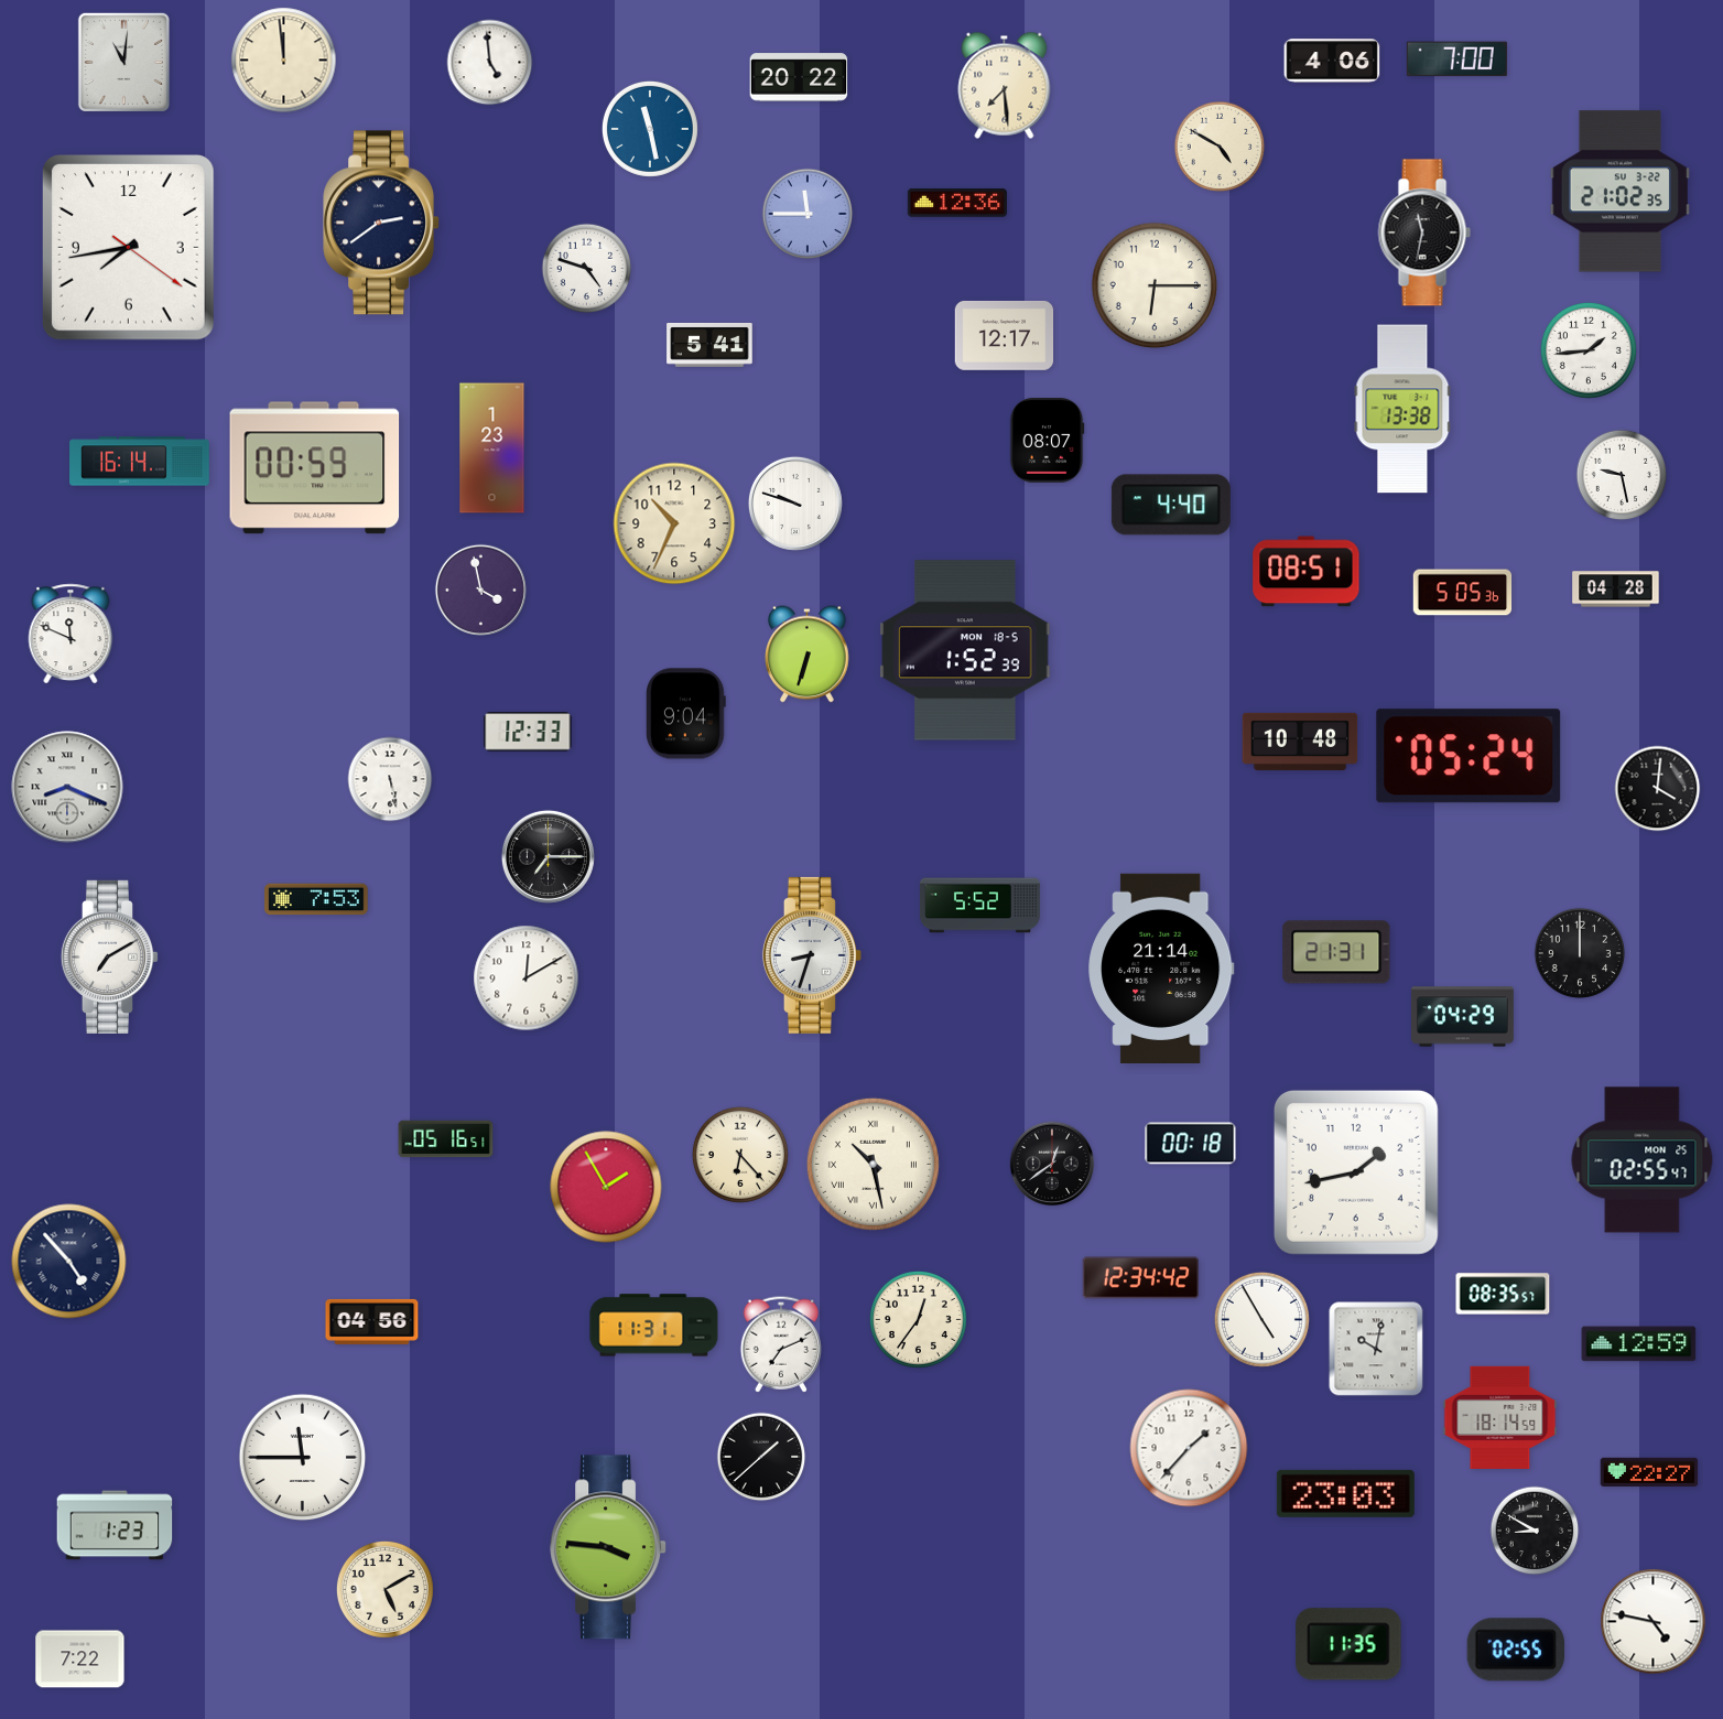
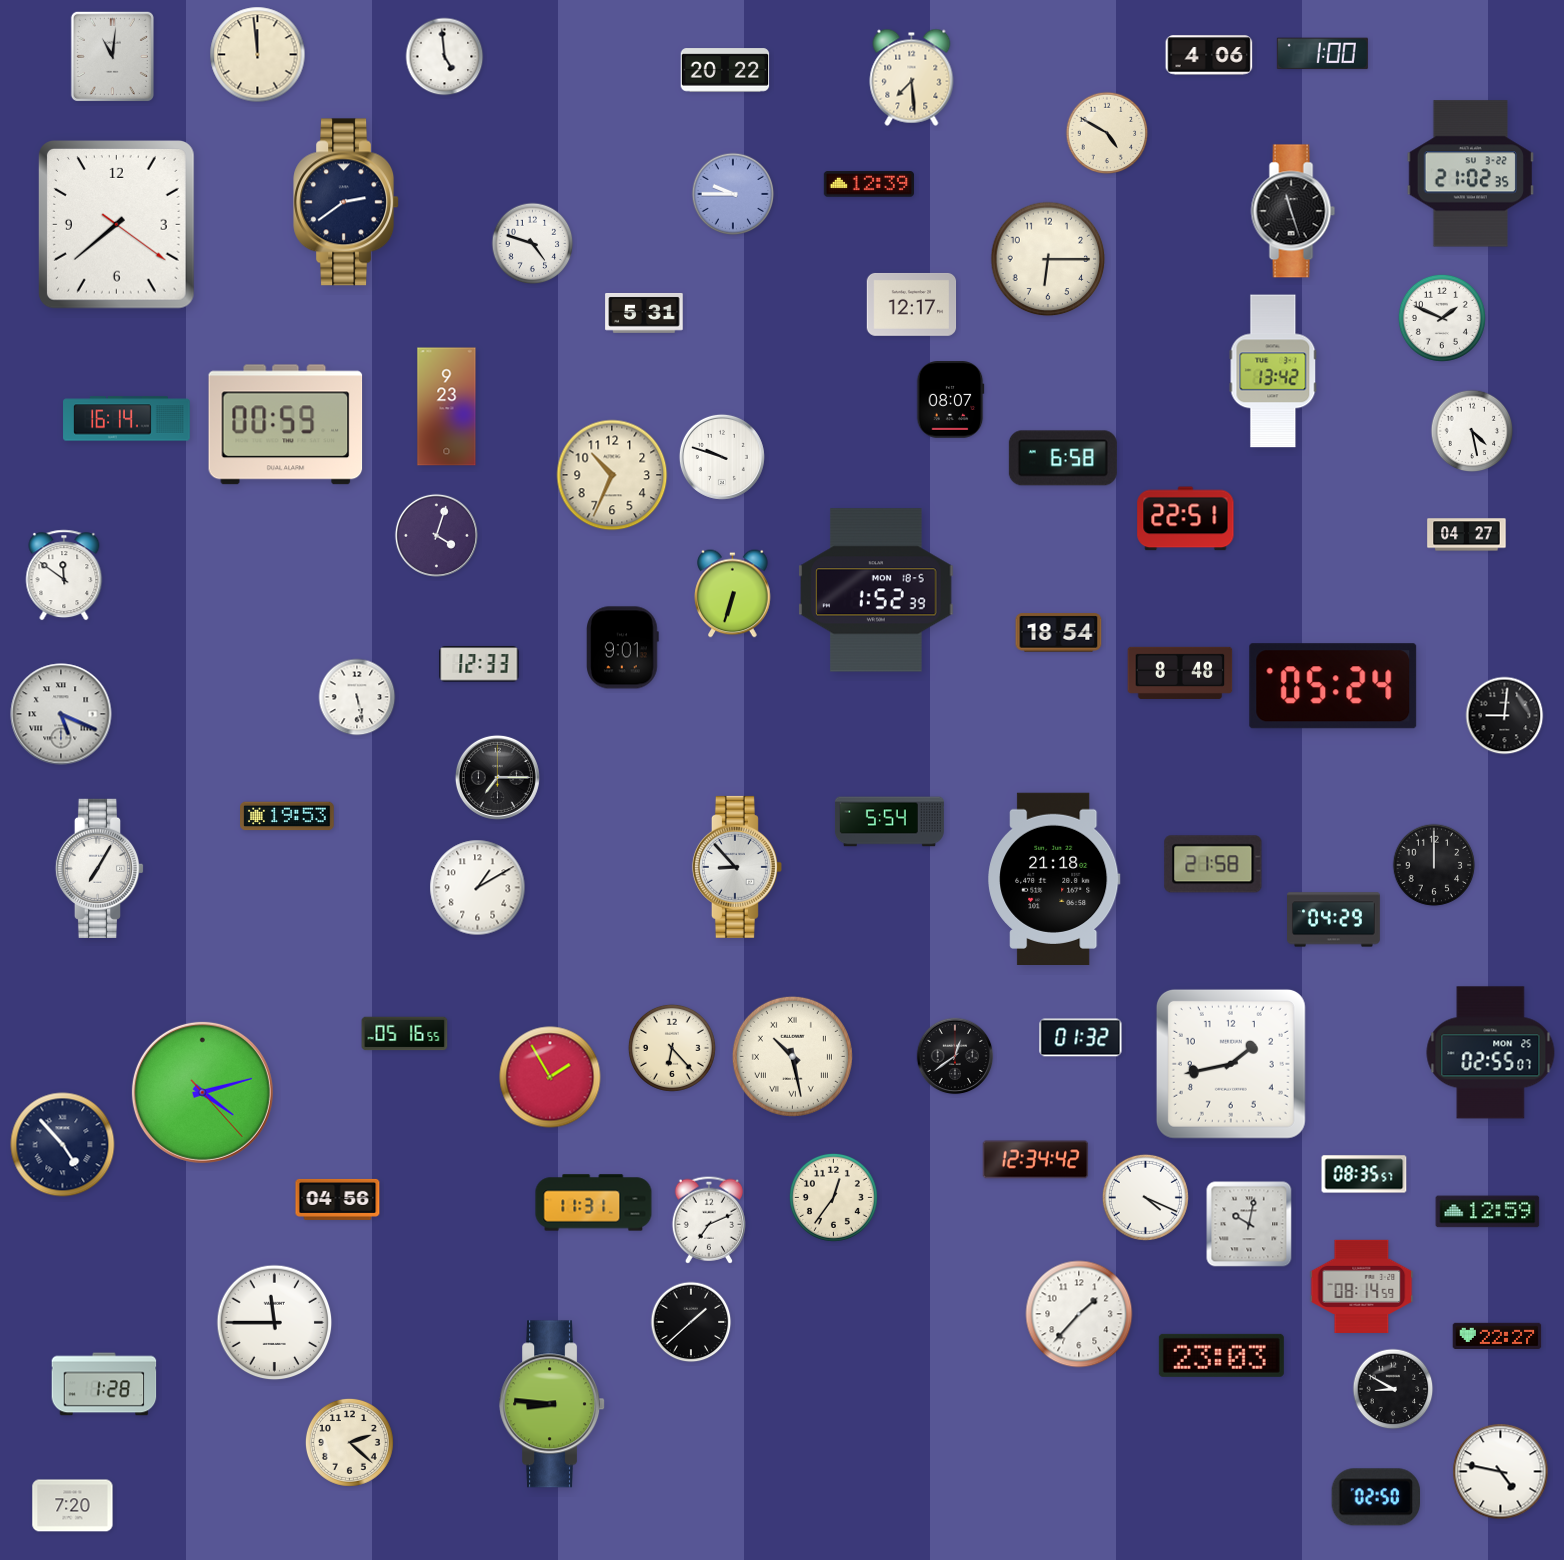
clock at (1456, 60): 7:00 -> 1:00
clock at (650, 129): 11:28 -> none
clock at (957, 203): 12:36 -> 12:39
clock at (808, 214): 11:45 -> 9:45
clock at (1424, 233): 11:32 -> 11:27
clock at (128, 248): 7:43 -> 7:38
clock at (709, 346): 5:41 -> 5:31
clock at (1589, 350): 1:44 -> 1:49
clock at (1402, 409): 13:38 -> 13:42
clock at (492, 448): 1:23 -> 9:23
clock at (1622, 475): 9:28 -> 4:28
clock at (1171, 505): 4:40 -> 6:58
clock at (1307, 572): 08:51 -> 22:51
clock at (480, 590): 3:58 -> 4:03
clock at (1616, 590): 04:28 -> 04:27
clock at (1463, 593): 5:05 -> none
clock at (71, 634): 11:49 -> 11:51
clock at (1059, 633): none -> 18:54
clock at (686, 714): 9:04 -> 9:01
clock at (1300, 742): 10:48 -> 8:48
clock at (390, 779) position: (390, 779) -> (357, 697)
clock at (67, 787): 8:19 -> 5:19
clock at (1658, 789): 4:01 -> 9:01
clock at (316, 899): 7:53 -> 19:53
clock at (979, 906): 5:52 -> 5:54
clock at (1336, 952): 21:31 -> 21:58
clock at (812, 955): 8:33 -> 8:53
clock at (110, 956): 7:10 -> 7:05
clock at (1161, 967): 21:14 -> 21:18
clock at (527, 979): 12:10 -> 1:10
clock at (1463, 1017) position: (1463, 1017) -> (1334, 920)
clock at (446, 1139): 05:16:51 -> 05:16:55
clock at (1191, 1144): 00:18 -> 01:32
clock at (1643, 1160): 02:55:47 -> 02:55:07
clock at (202, 1092): none -> 4:12
clock at (1261, 1319): 4:55 -> 4:19
clock at (1639, 1344) position: (1639, 1344) -> (1488, 1212)
clock at (1500, 1417): 18:14 -> 08:14
clock at (115, 1525): 1:23 -> 1:28
clock at (609, 1547): 3:46 -> 8:46
clock at (384, 1589): 5:10 -> 2:22
clock at (1348, 1644): 11:35 -> none
clock at (1515, 1650): 02:55 -> 02:50
clock at (80, 1659): 7:22 -> 7:20
